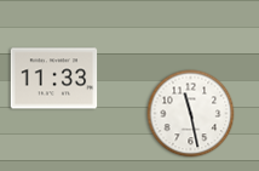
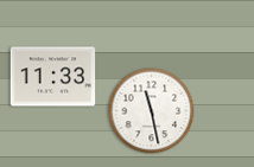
clock at (191, 114) position: (191, 114) -> (152, 111)
